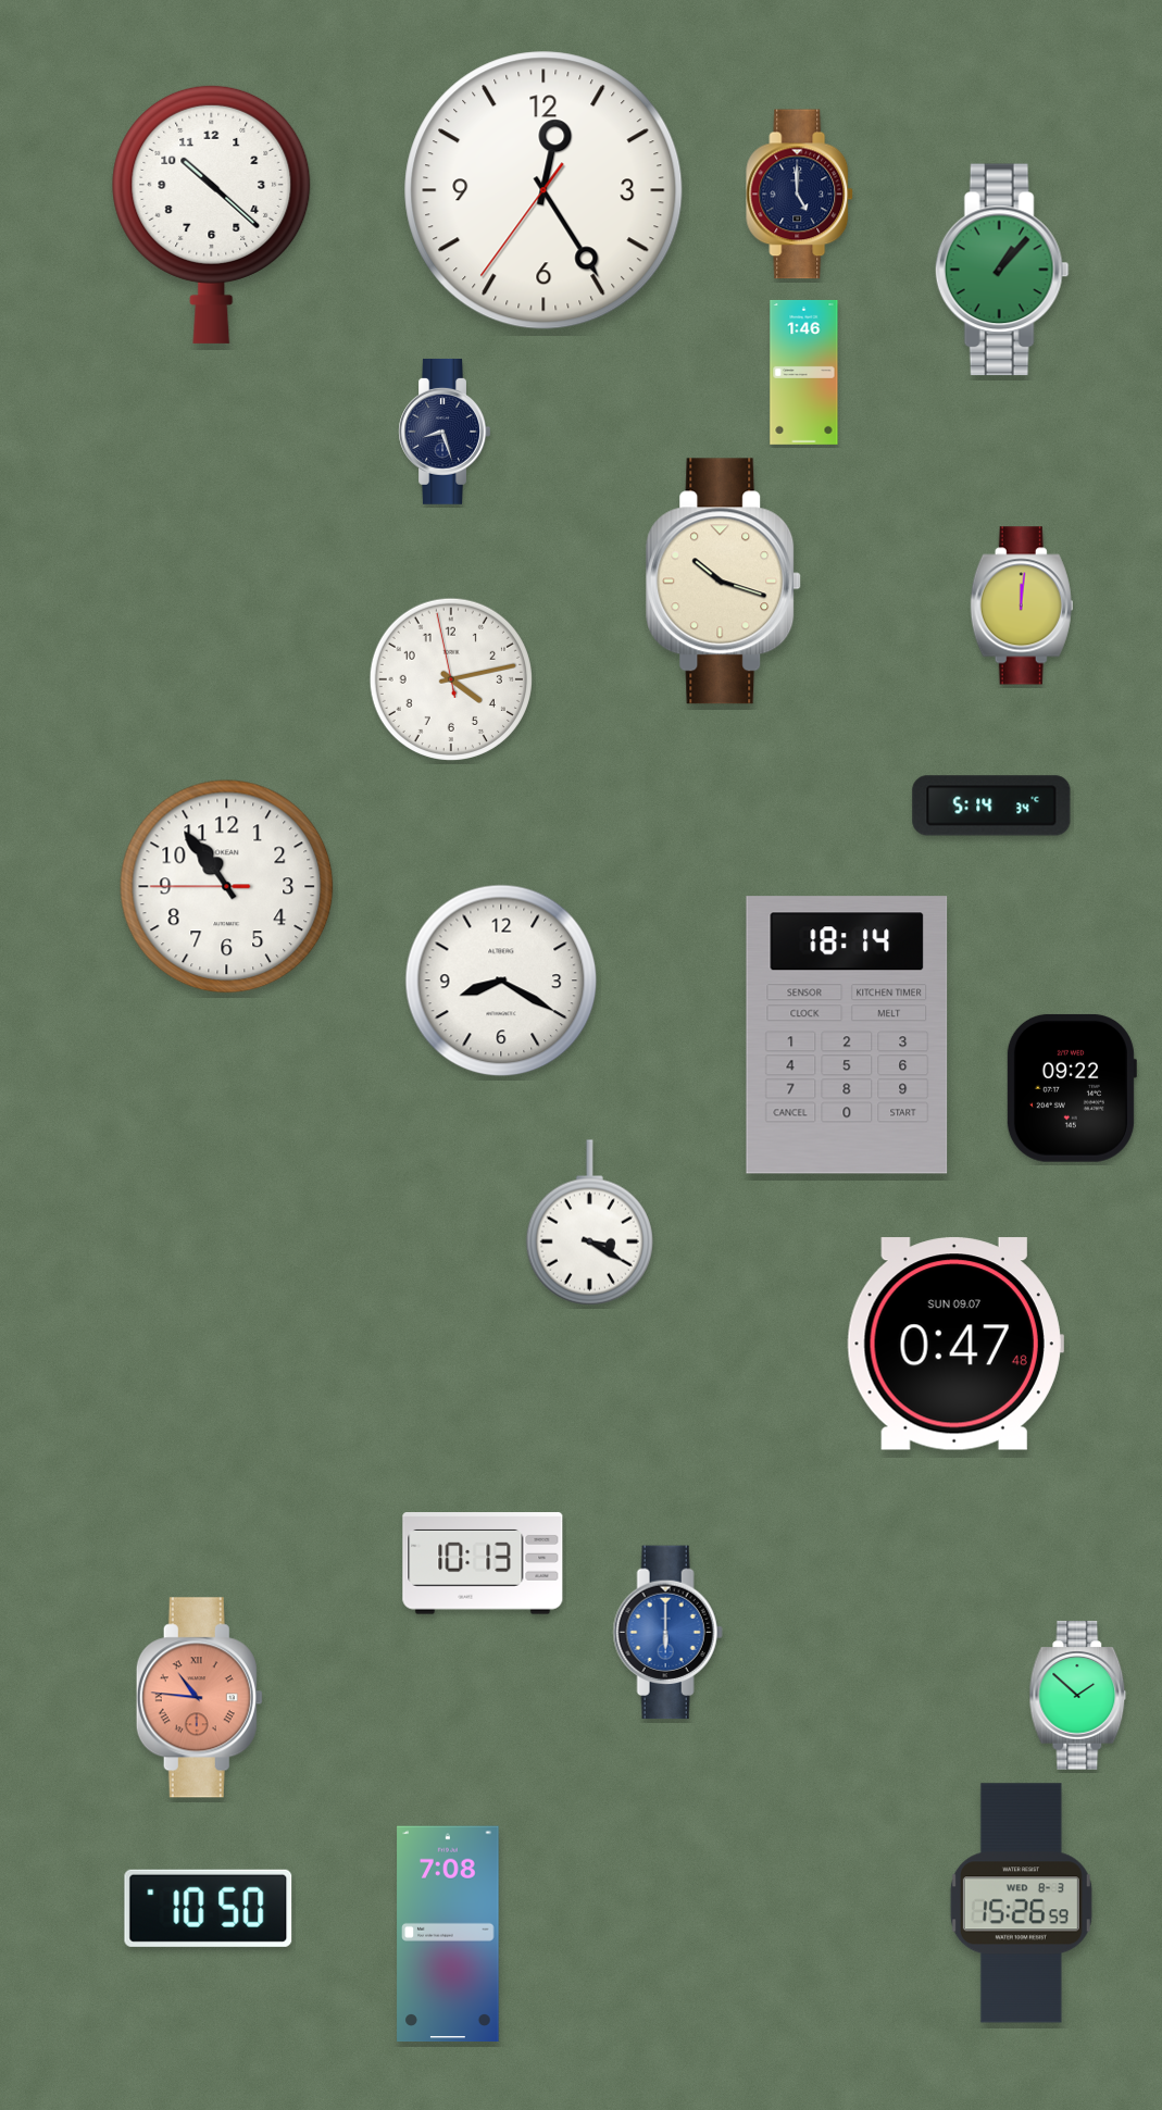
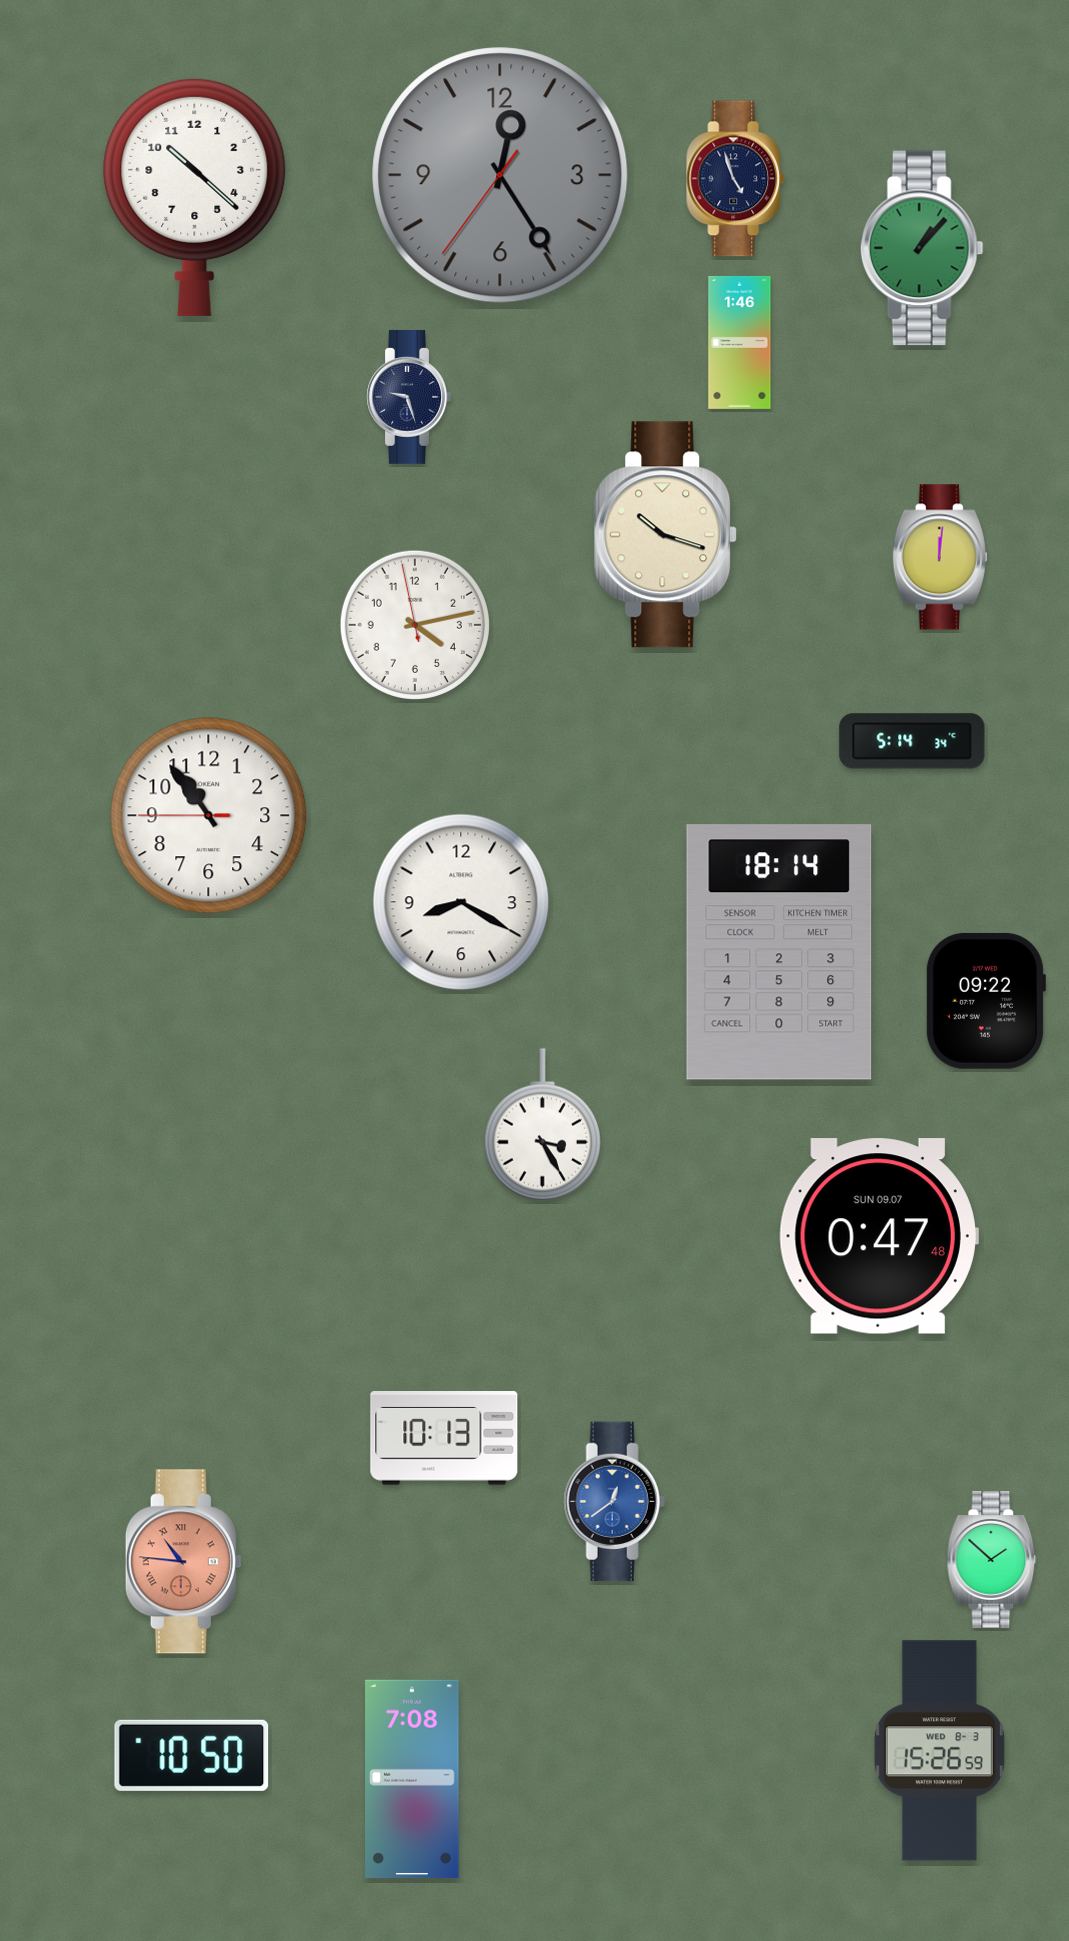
clock at (543, 190) dial: white -> grey
clock at (800, 195): 5:00 -> 4:57
clock at (445, 432): 8:27 -> 9:27
clock at (589, 1223): 3:20 -> 3:25
clock at (667, 1633): 6:00 -> 12:39
